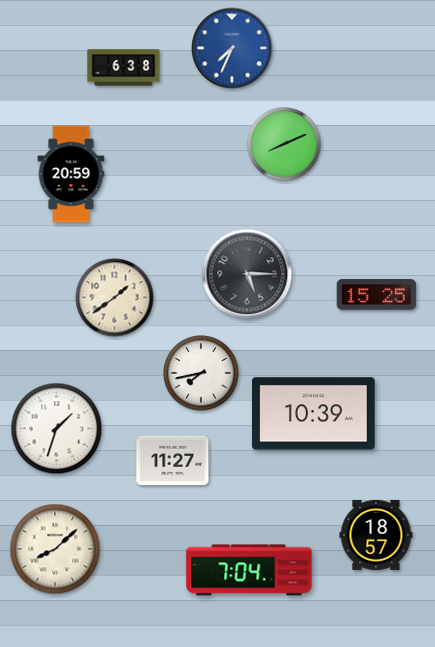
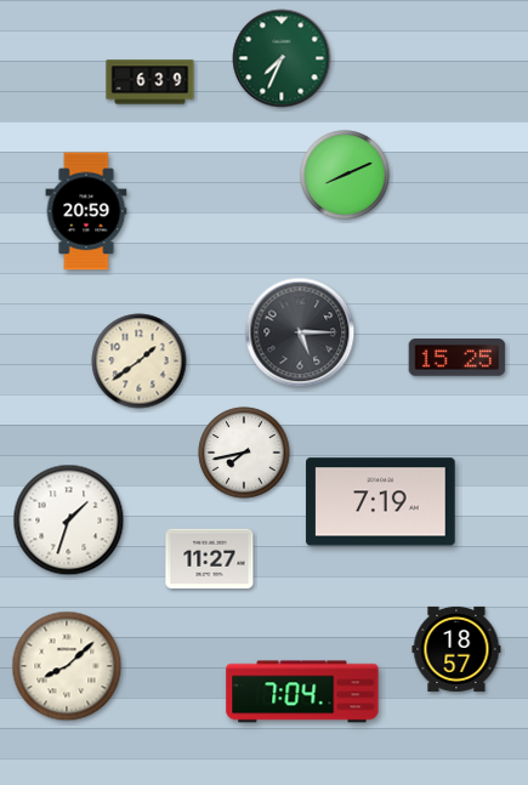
clock at (232, 48) dial: blue -> green
clock at (124, 68): 6:38 -> 6:39
clock at (314, 414): 10:39 -> 7:19
